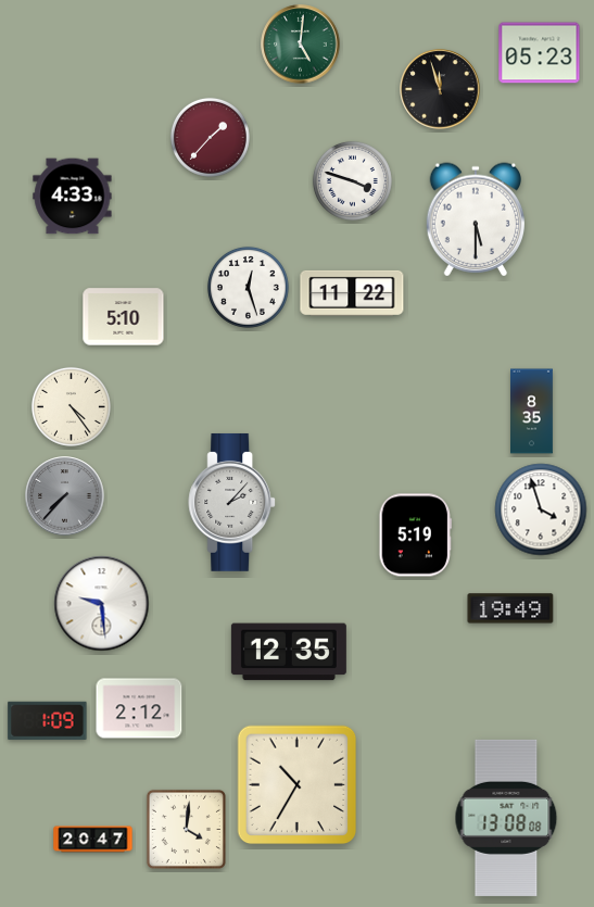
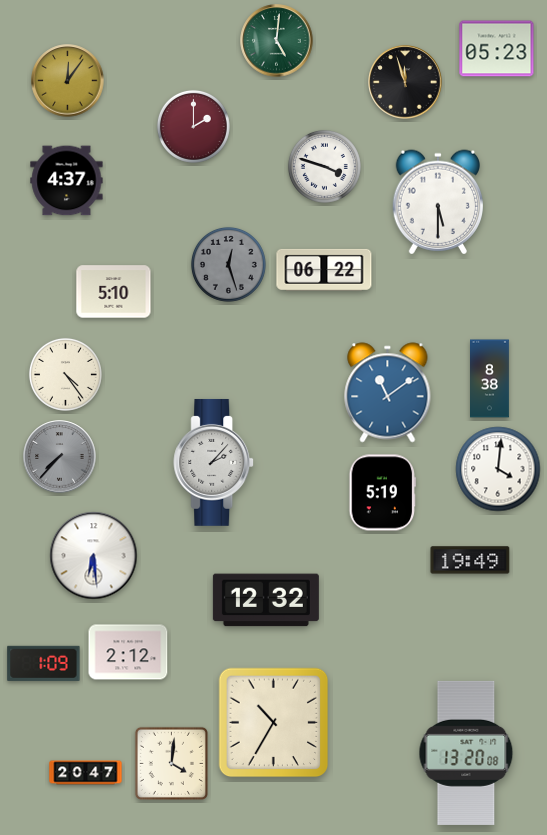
clock at (68, 81): none -> 12:06
clock at (210, 137): 1:37 -> 2:00
clock at (73, 197): 4:33 -> 4:37
clock at (248, 287) dial: white -> grey
clock at (352, 293): 11:22 -> 06:22
clock at (532, 412): 8:35 -> 8:38
clock at (388, 393): none -> 11:09
clock at (541, 509): 3:57 -> 4:01
clock at (102, 604): 9:29 -> 6:29
clock at (289, 652): 12:35 -> 12:32
clock at (506, 818): 13:08 -> 13:20
